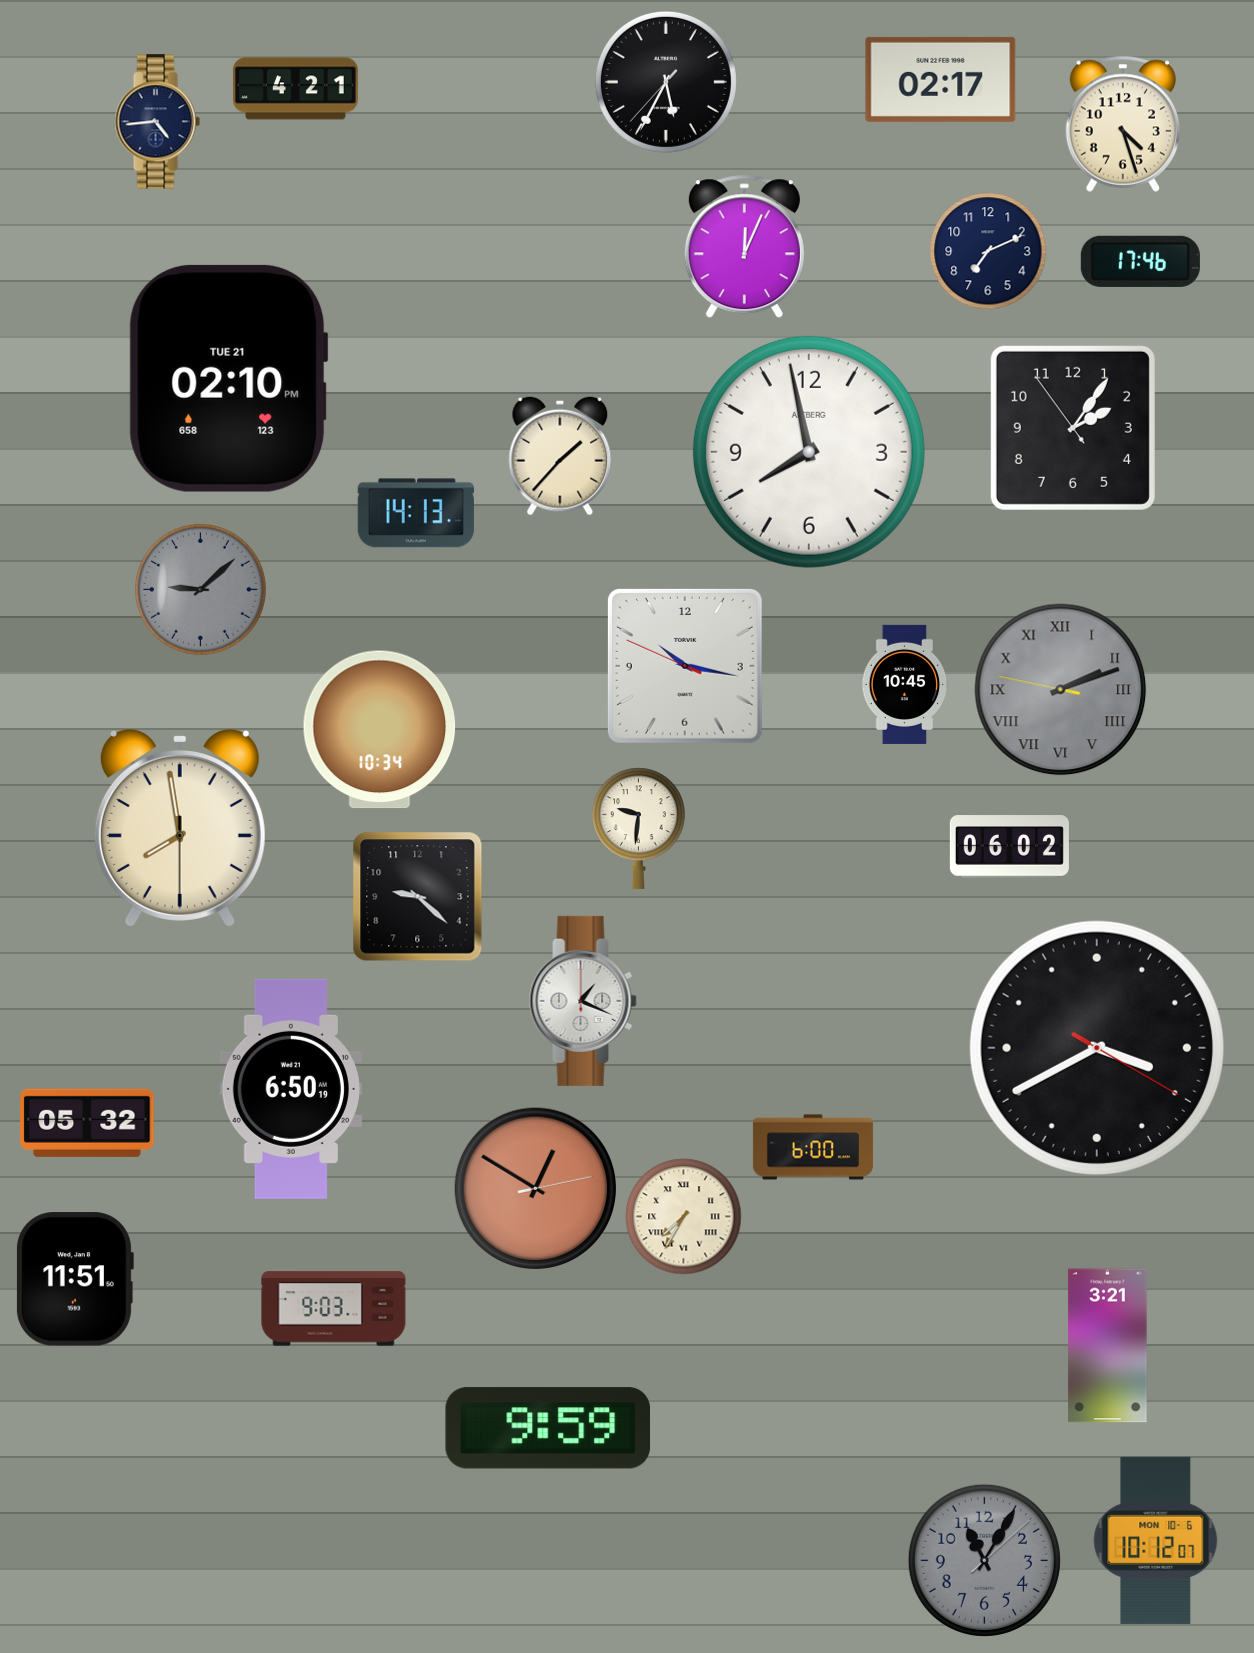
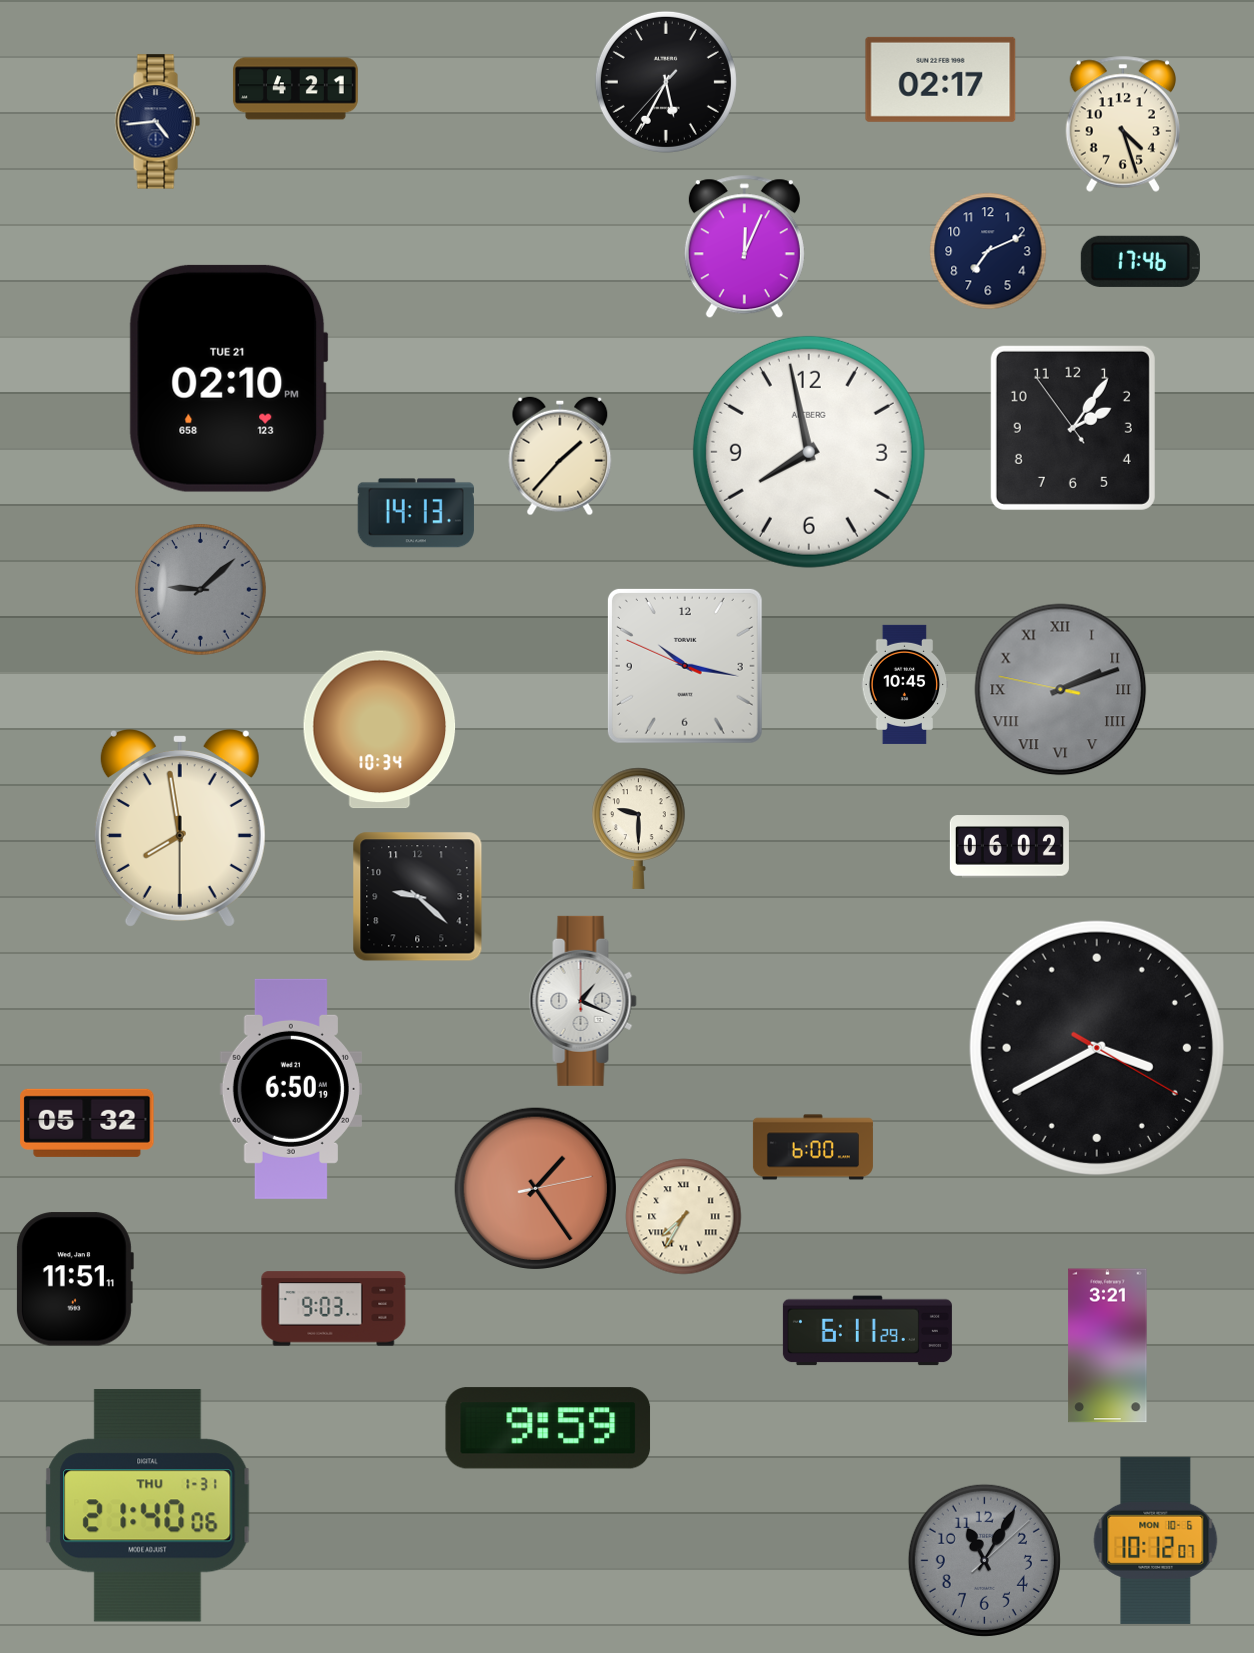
clock at (639, 828): 9:31 -> 9:30
clock at (535, 1189): 12:50 -> 1:24
clock at (75, 1279): 11:51 -> 11:51:11
clock at (867, 1331): none -> 6:11
clock at (148, 1506): none -> 21:40
